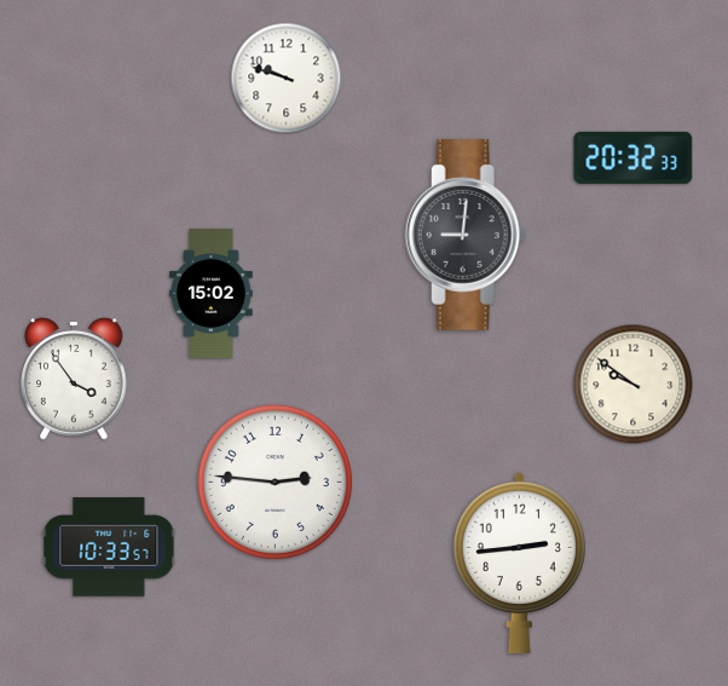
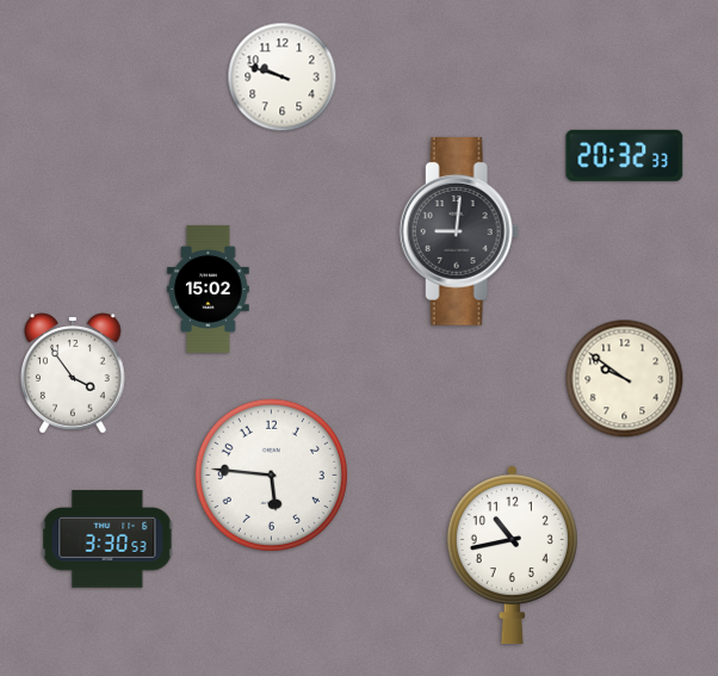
clock at (275, 482): 2:46 -> 5:46
clock at (109, 547): 10:33 -> 3:30
clock at (519, 563): 2:44 -> 10:43
